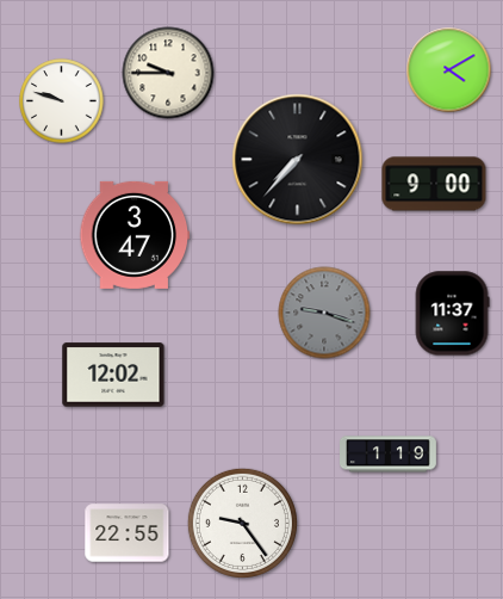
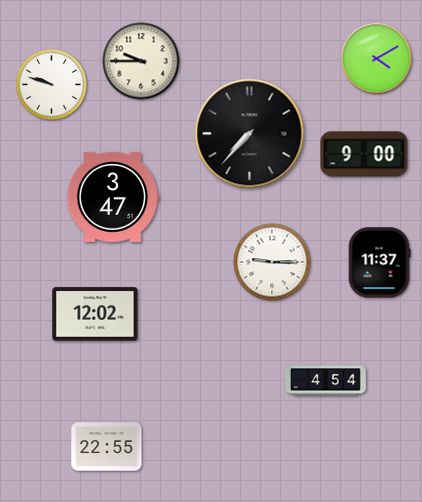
clock at (324, 313): 9:18 -> 9:15
clock at (324, 313) dial: grey -> white
clock at (389, 455): 1:19 -> 4:54
clock at (242, 523): 9:24 -> none
